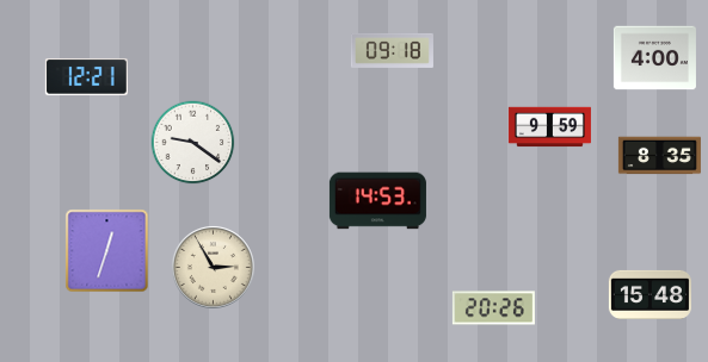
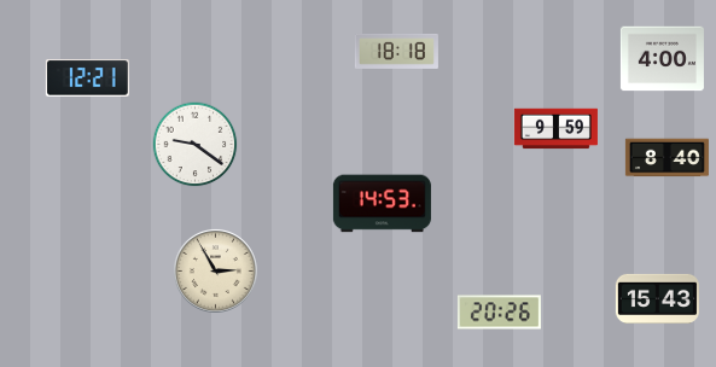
clock at (392, 50): 09:18 -> 18:18
clock at (659, 156): 8:35 -> 8:40
clock at (107, 251): 12:33 -> none
clock at (649, 294): 15:48 -> 15:43
